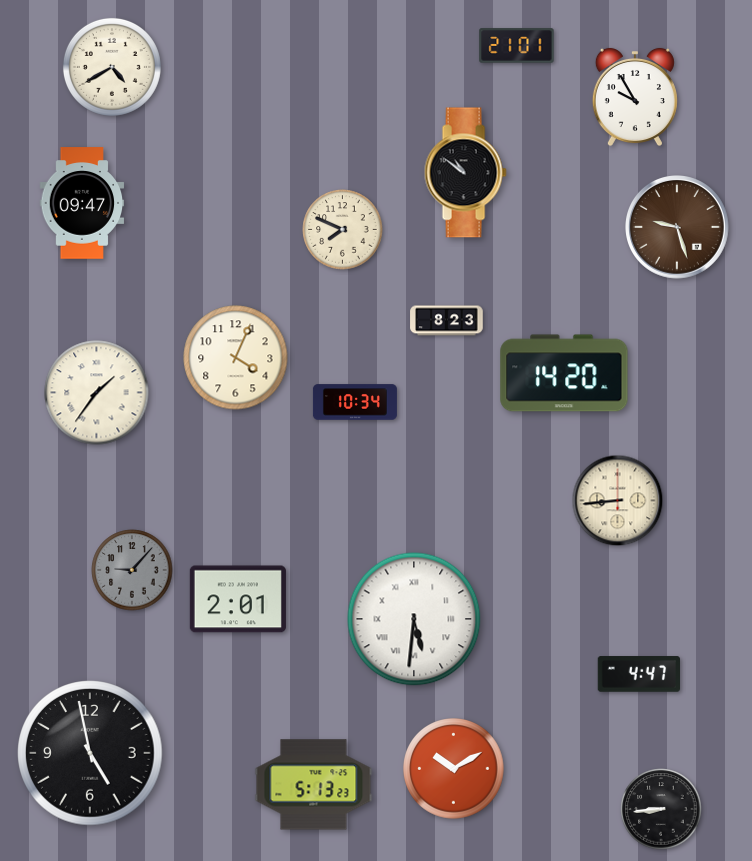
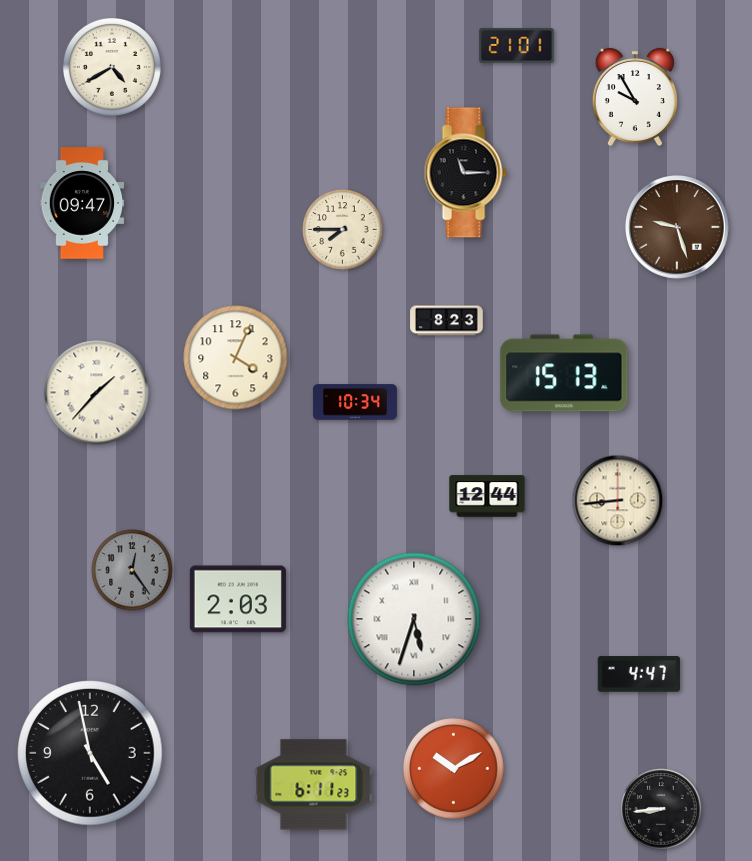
clock at (465, 173): 10:51 -> 11:15
clock at (343, 230): 7:49 -> 7:45
clock at (564, 373): 14:20 -> 15:13
clock at (97, 393): 1:36 -> 1:37
clock at (487, 496): none -> 12:44
clock at (132, 570): 9:07 -> 12:24
clock at (238, 599): 2:01 -> 2:03
clock at (414, 619): 5:31 -> 5:33
clock at (314, 785): 5:13 -> 6:11
